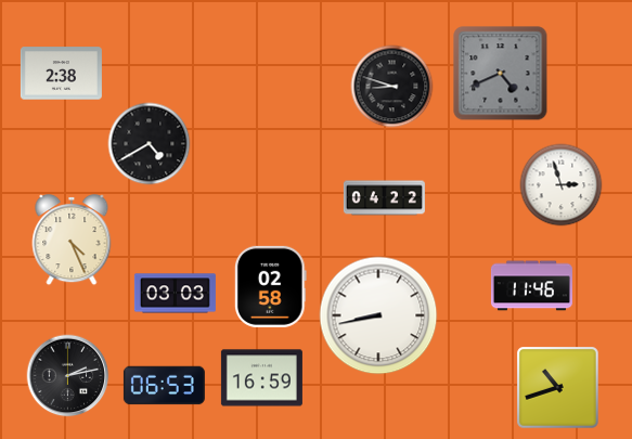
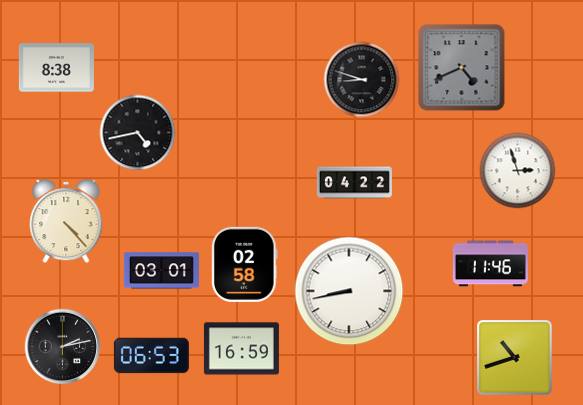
clock at (61, 74): 2:38 -> 8:38
clock at (150, 144): 4:40 -> 4:43
clock at (72, 241): 4:26 -> 4:23
clock at (270, 286) position: (270, 286) -> (244, 264)
clock at (175, 294): 03:03 -> 03:01
